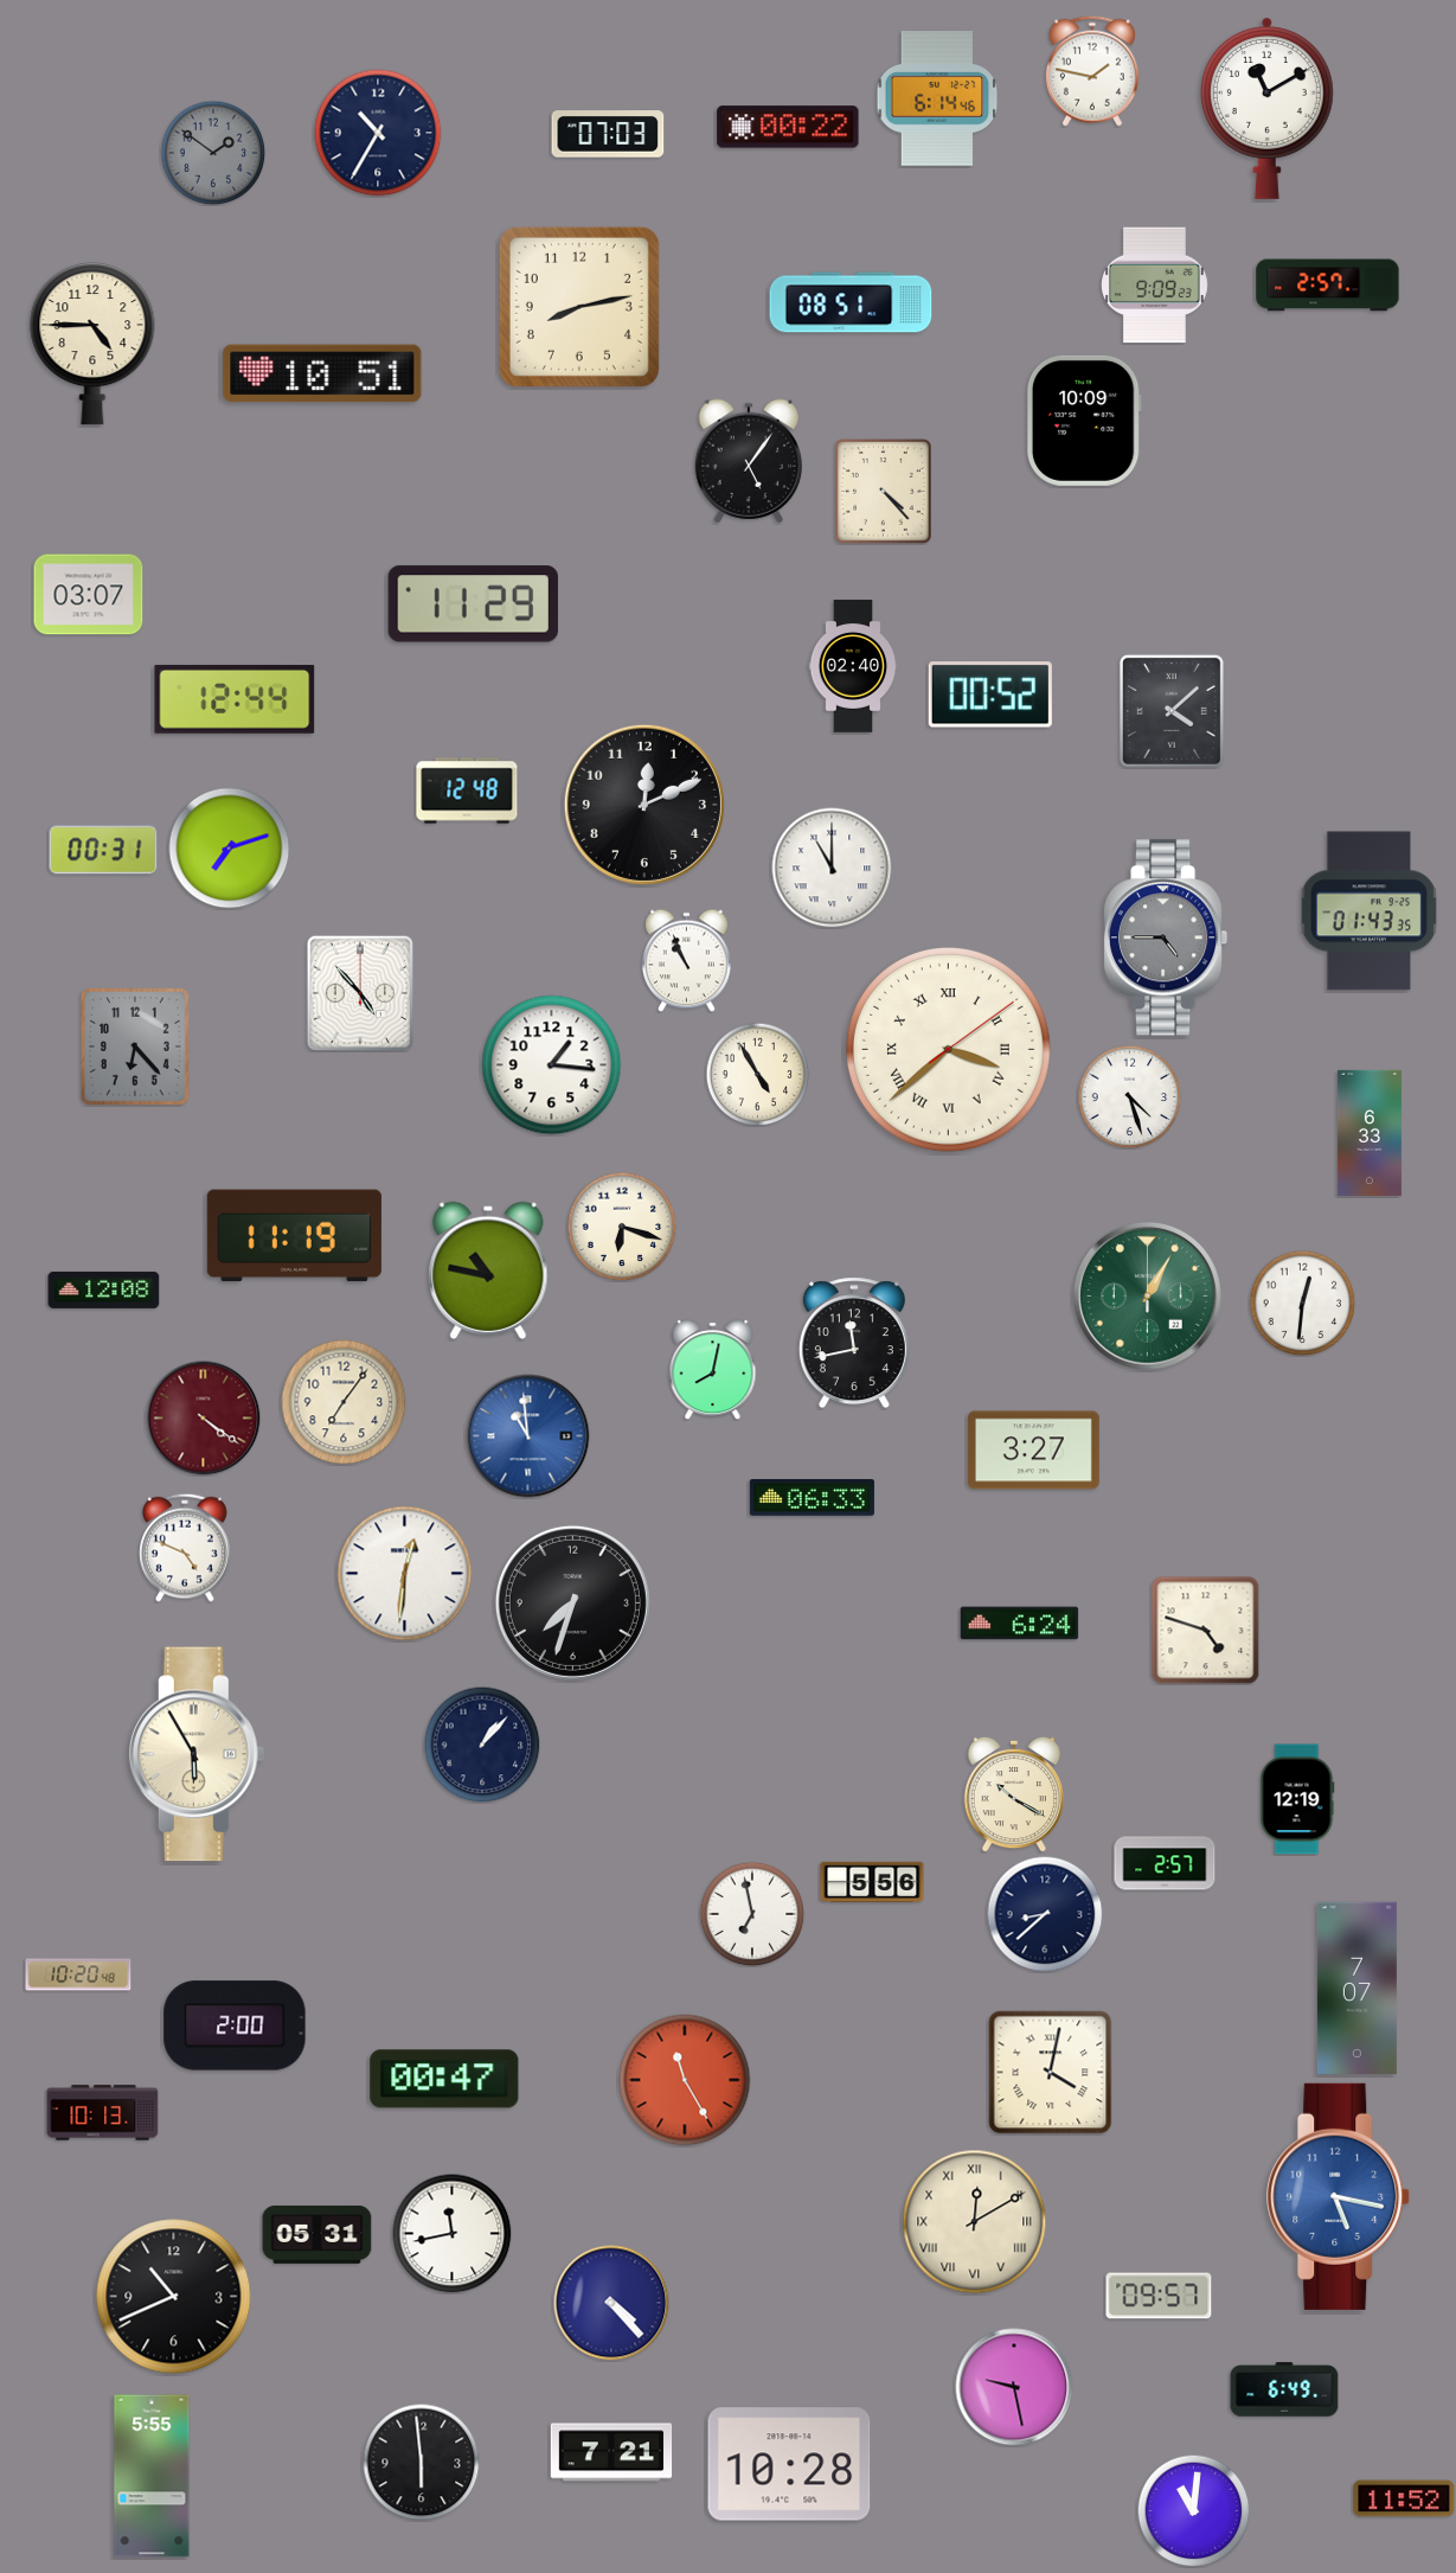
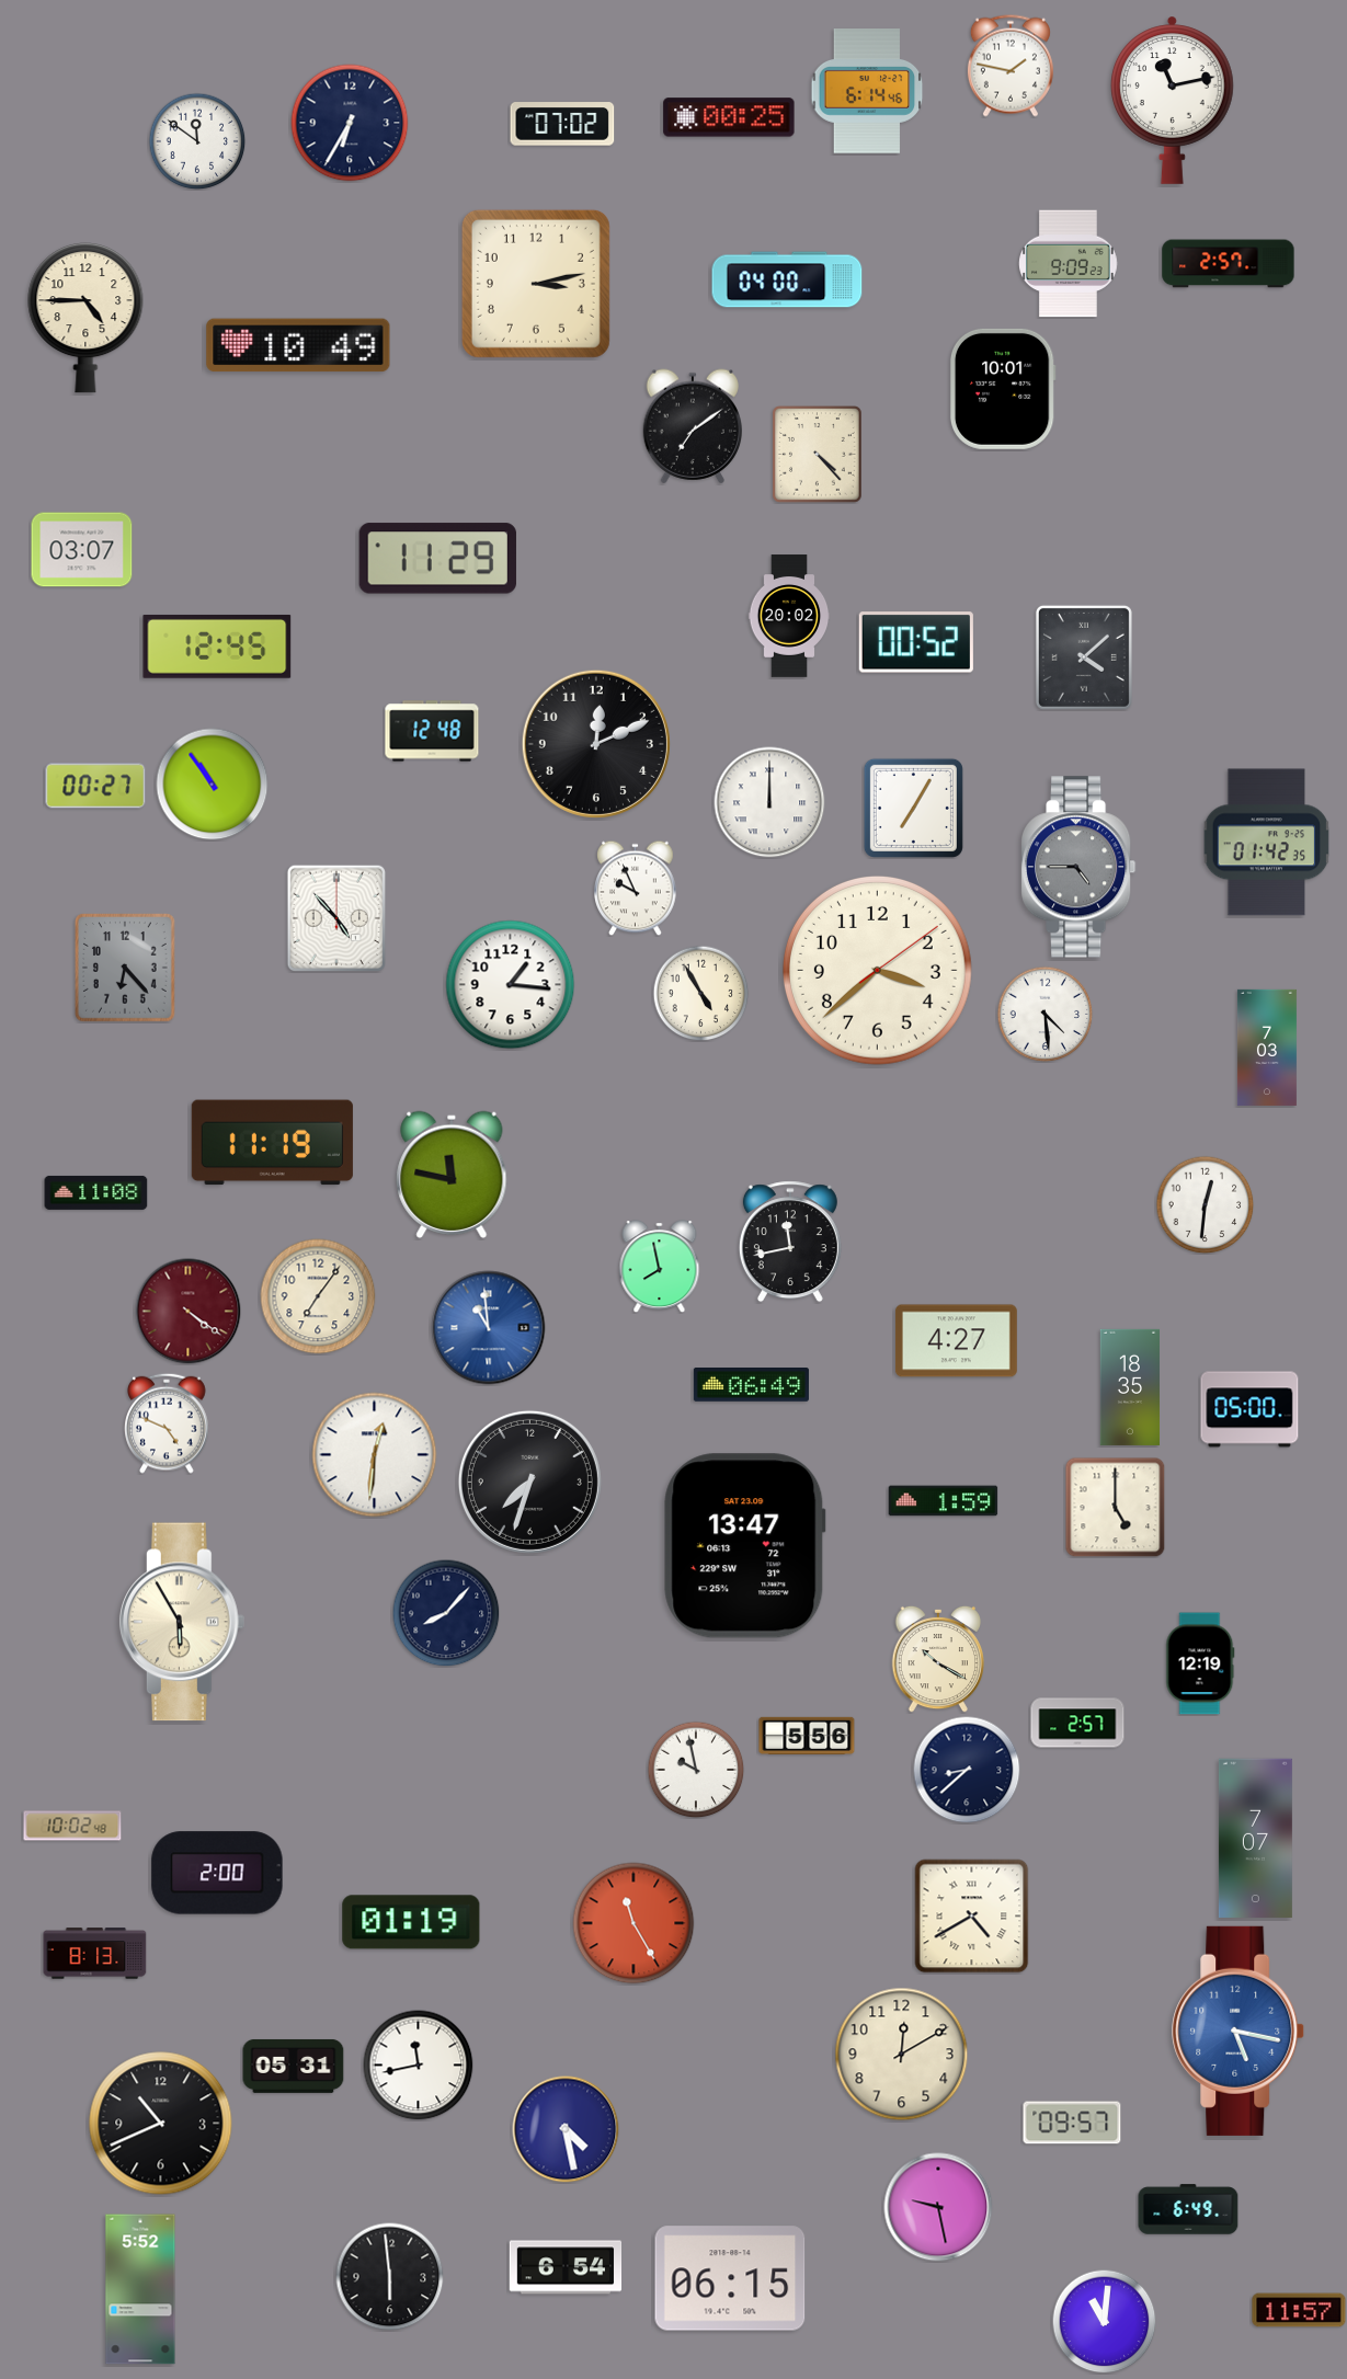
clock at (1266, 108): 11:10 -> 11:13
clock at (788, 127): 00:22 -> 00:25
clock at (378, 133): 10:35 -> 6:35
clock at (608, 134): 07:03 -> 07:02
clock at (213, 153): 1:51 -> 11:51
clock at (213, 153) dial: grey -> white
clock at (851, 302): 08:51 -> 04:00
clock at (579, 307): 8:13 -> 3:13
clock at (322, 373): 10:51 -> 10:49
clock at (1084, 421): 10:09 -> 10:01
clock at (748, 461): 5:06 -> 7:09
clock at (853, 666): 02:40 -> 20:02
clock at (235, 699): 12:44 -> 12:45
clock at (230, 849): 7:12 -> 10:54
clock at (103, 850): 00:31 -> 00:27
clock at (832, 868): 11:00 -> 12:00
clock at (913, 808): none -> 7:05
clock at (1370, 911): 01:43 -> 01:42
clock at (687, 960): 10:56 -> 9:56
clock at (359, 992) position: (359, 992) -> (335, 917)
clock at (948, 1049) numerals: Roman -> Arabic
clock at (1129, 1096): 4:27 -> 4:29
clock at (1370, 1133): 6:33 -> 7:03
clock at (622, 1227): 6:18 -> none
clock at (488, 1271): 10:47 -> 11:47
clock at (104, 1289): 12:08 -> 11:08
clock at (1148, 1297): 1:05 -> none
clock at (713, 1370): 8:02 -> 7:58
clock at (1033, 1451): 3:27 -> 4:27
clock at (812, 1498): 06:33 -> 06:49
clock at (1130, 1387): none -> 18:35
clock at (1249, 1409): none -> 05:00
clock at (185, 1548) position: (185, 1548) -> (167, 1423)
clock at (1020, 1624): 6:24 -> 1:59
clock at (1206, 1631): 4:48 -> 5:00
clock at (745, 1546): none -> 13:47
clock at (482, 1745): 1:07 -> 8:07
clock at (872, 1882) position: (872, 1882) -> (807, 1736)
clock at (752, 1914): 6:58 -> 9:58
clock at (78, 1974): 10:20 -> 10:02
clock at (1051, 2073): 4:02 -> 4:40
clock at (444, 2079): 00:47 -> 01:19
clock at (103, 2113): 10:13 -> 8:13
clock at (975, 2222) numerals: Roman -> Arabic
clock at (611, 2303): 4:23 -> 4:28
clock at (611, 2452): 7:21 -> 6:54
clock at (789, 2464): 10:28 -> 06:15
clock at (152, 2476): 5:55 -> 5:52
clock at (1404, 2498): 11:52 -> 11:57
